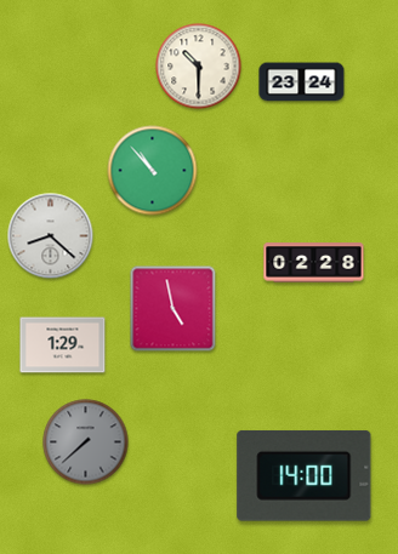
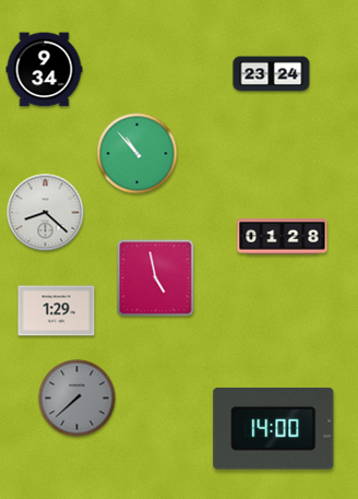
clock at (199, 67): 10:30 -> none
clock at (45, 70): none -> 9:34
clock at (314, 263): 02:28 -> 01:28
